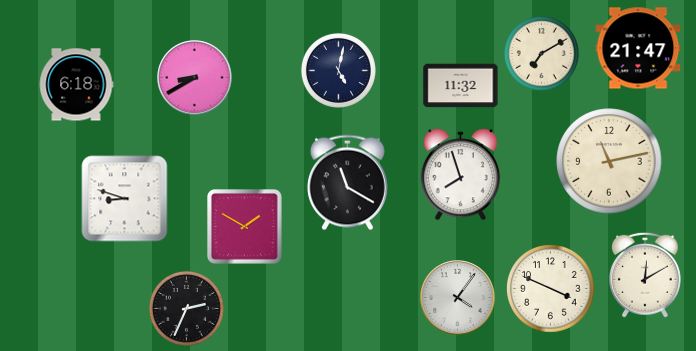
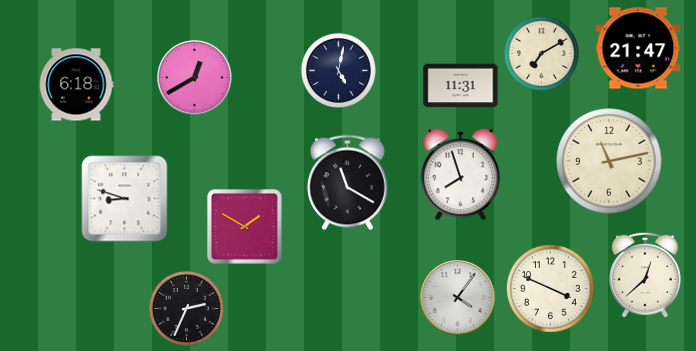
clock at (195, 78): 8:40 -> 12:40
clock at (461, 86): 11:32 -> 11:31
clock at (645, 275): 12:10 -> 12:38
